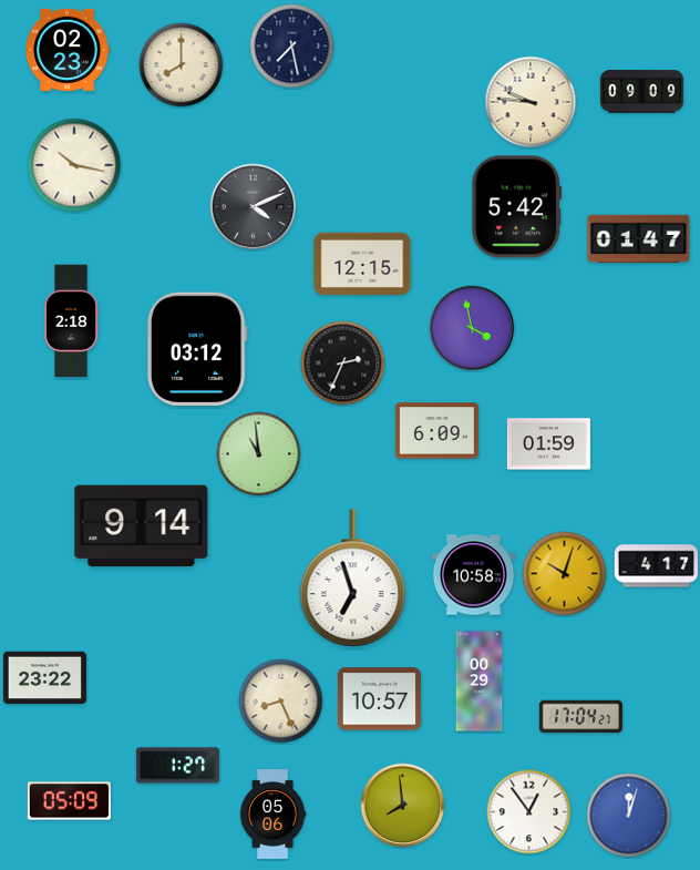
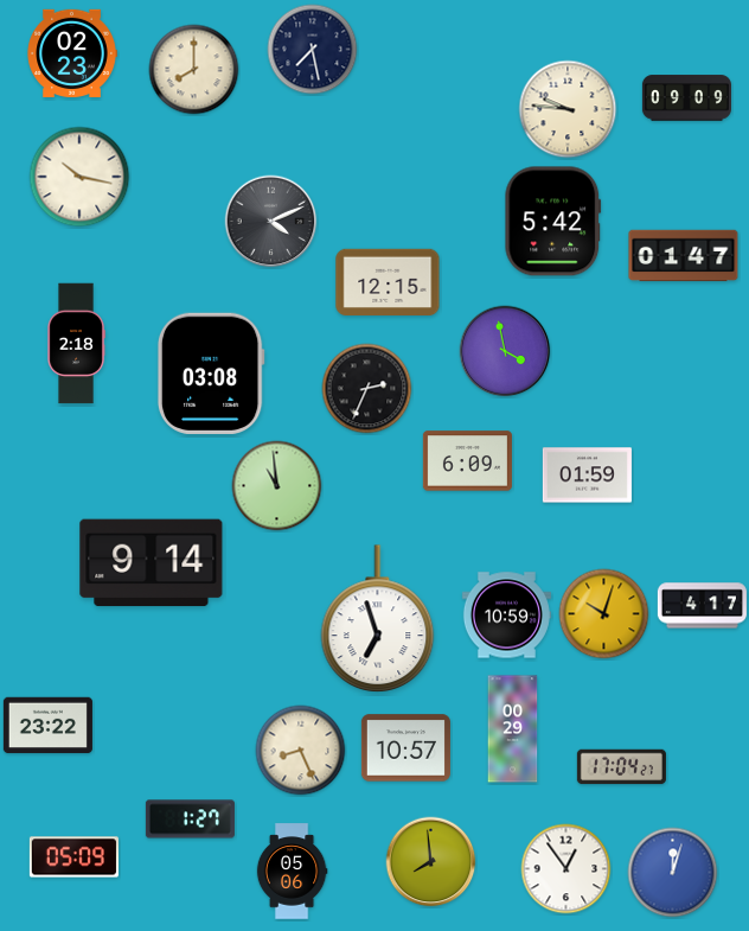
clock at (197, 349): 03:12 -> 03:08
clock at (473, 575): 10:58 -> 10:59
